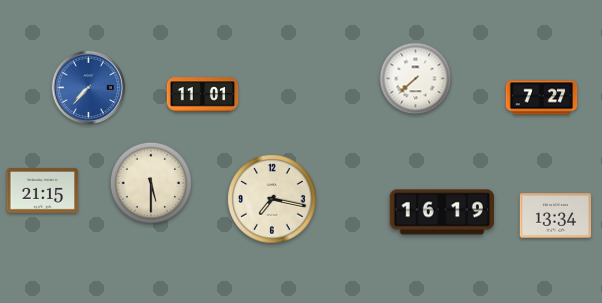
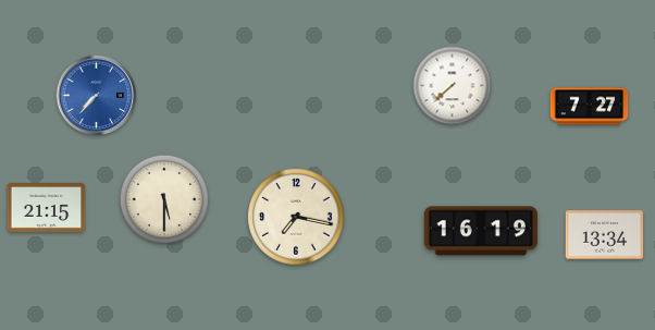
clock at (203, 95): 11:01 -> none
